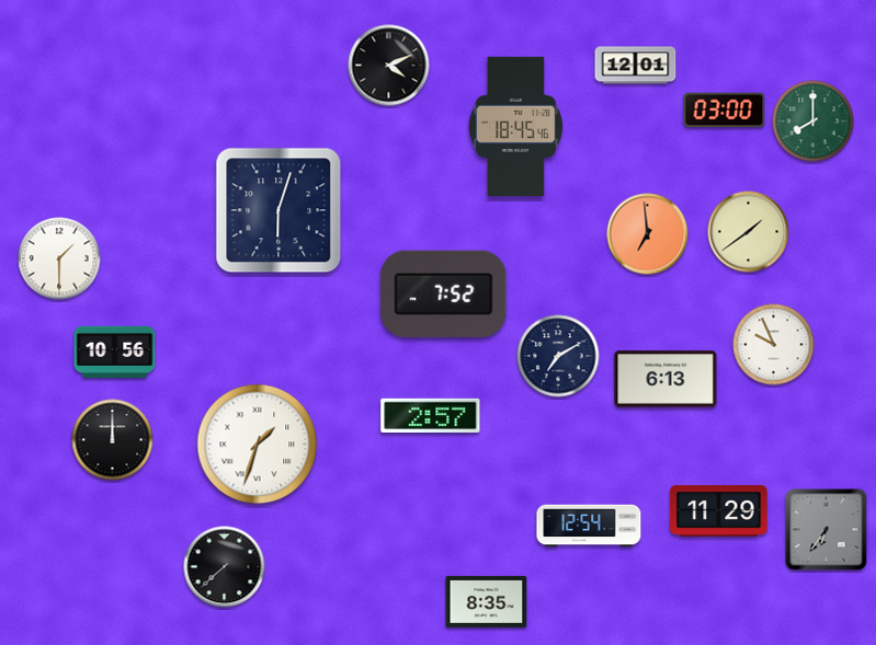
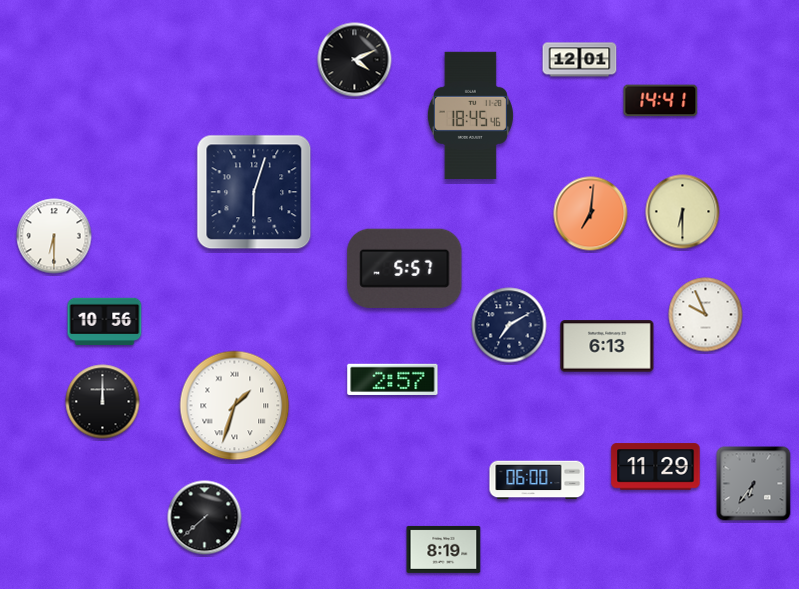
clock at (725, 111): 03:00 -> 14:41
clock at (814, 122): 8:00 -> none
clock at (749, 232): 1:39 -> 6:30
clock at (648, 234): 6:59 -> 7:01
clock at (59, 258): 1:30 -> 6:30
clock at (444, 293): 7:52 -> 5:57
clock at (589, 526): 12:54 -> 06:00
clock at (487, 601): 8:35 -> 8:19
